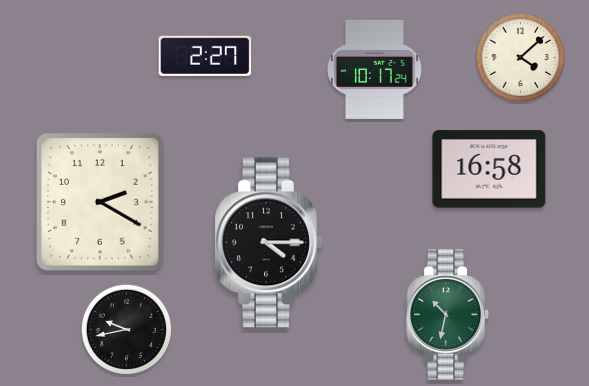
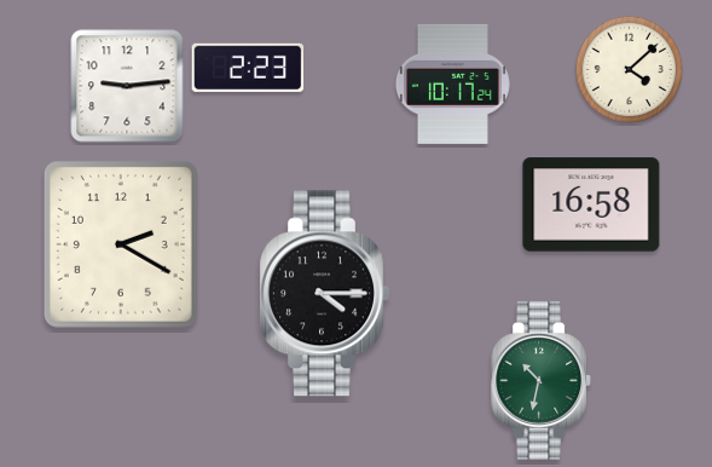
clock at (205, 56): 2:27 -> 2:23
clock at (127, 86): none -> 9:14
clock at (126, 329): 9:43 -> none
